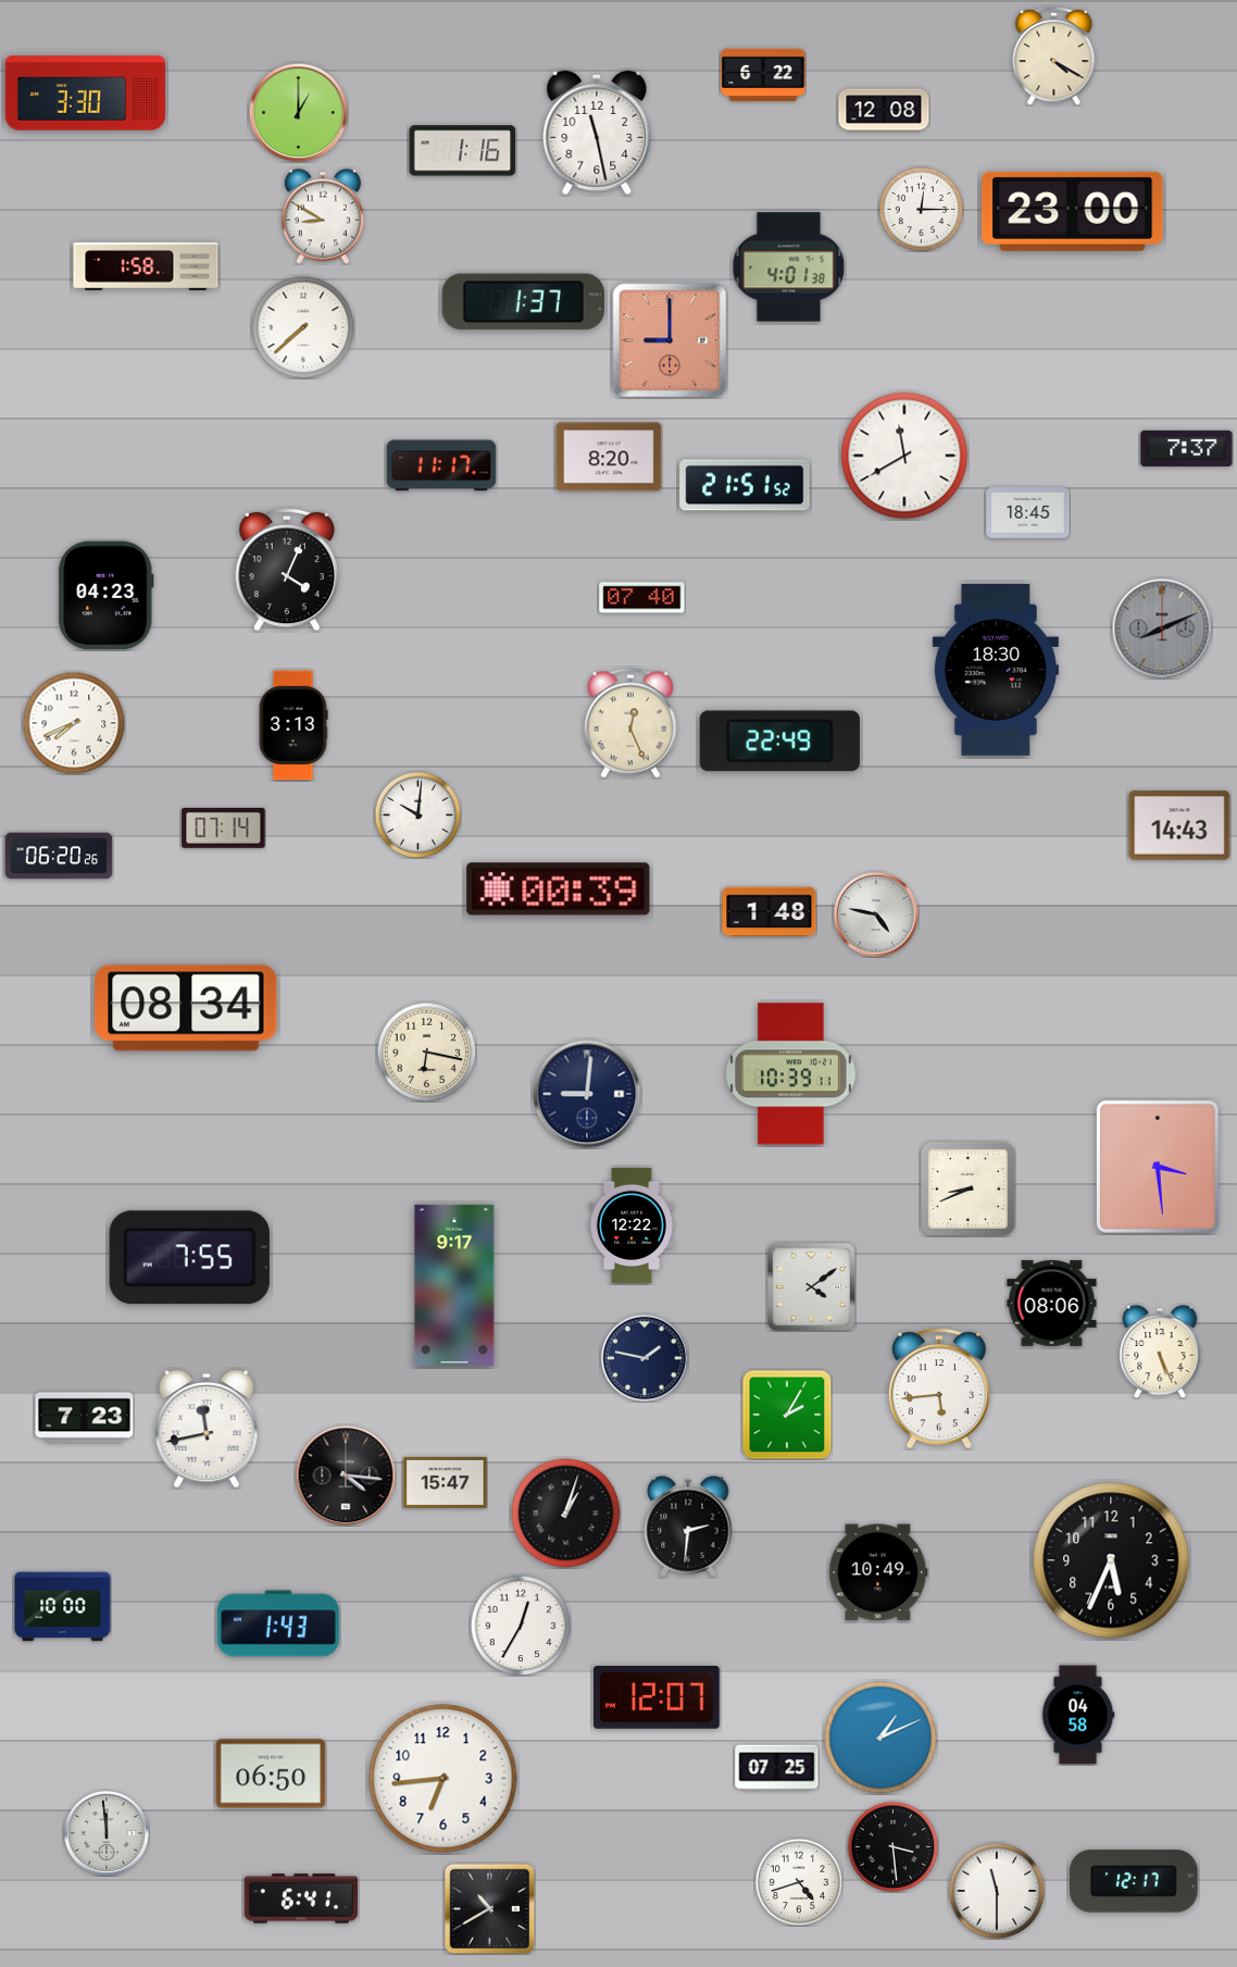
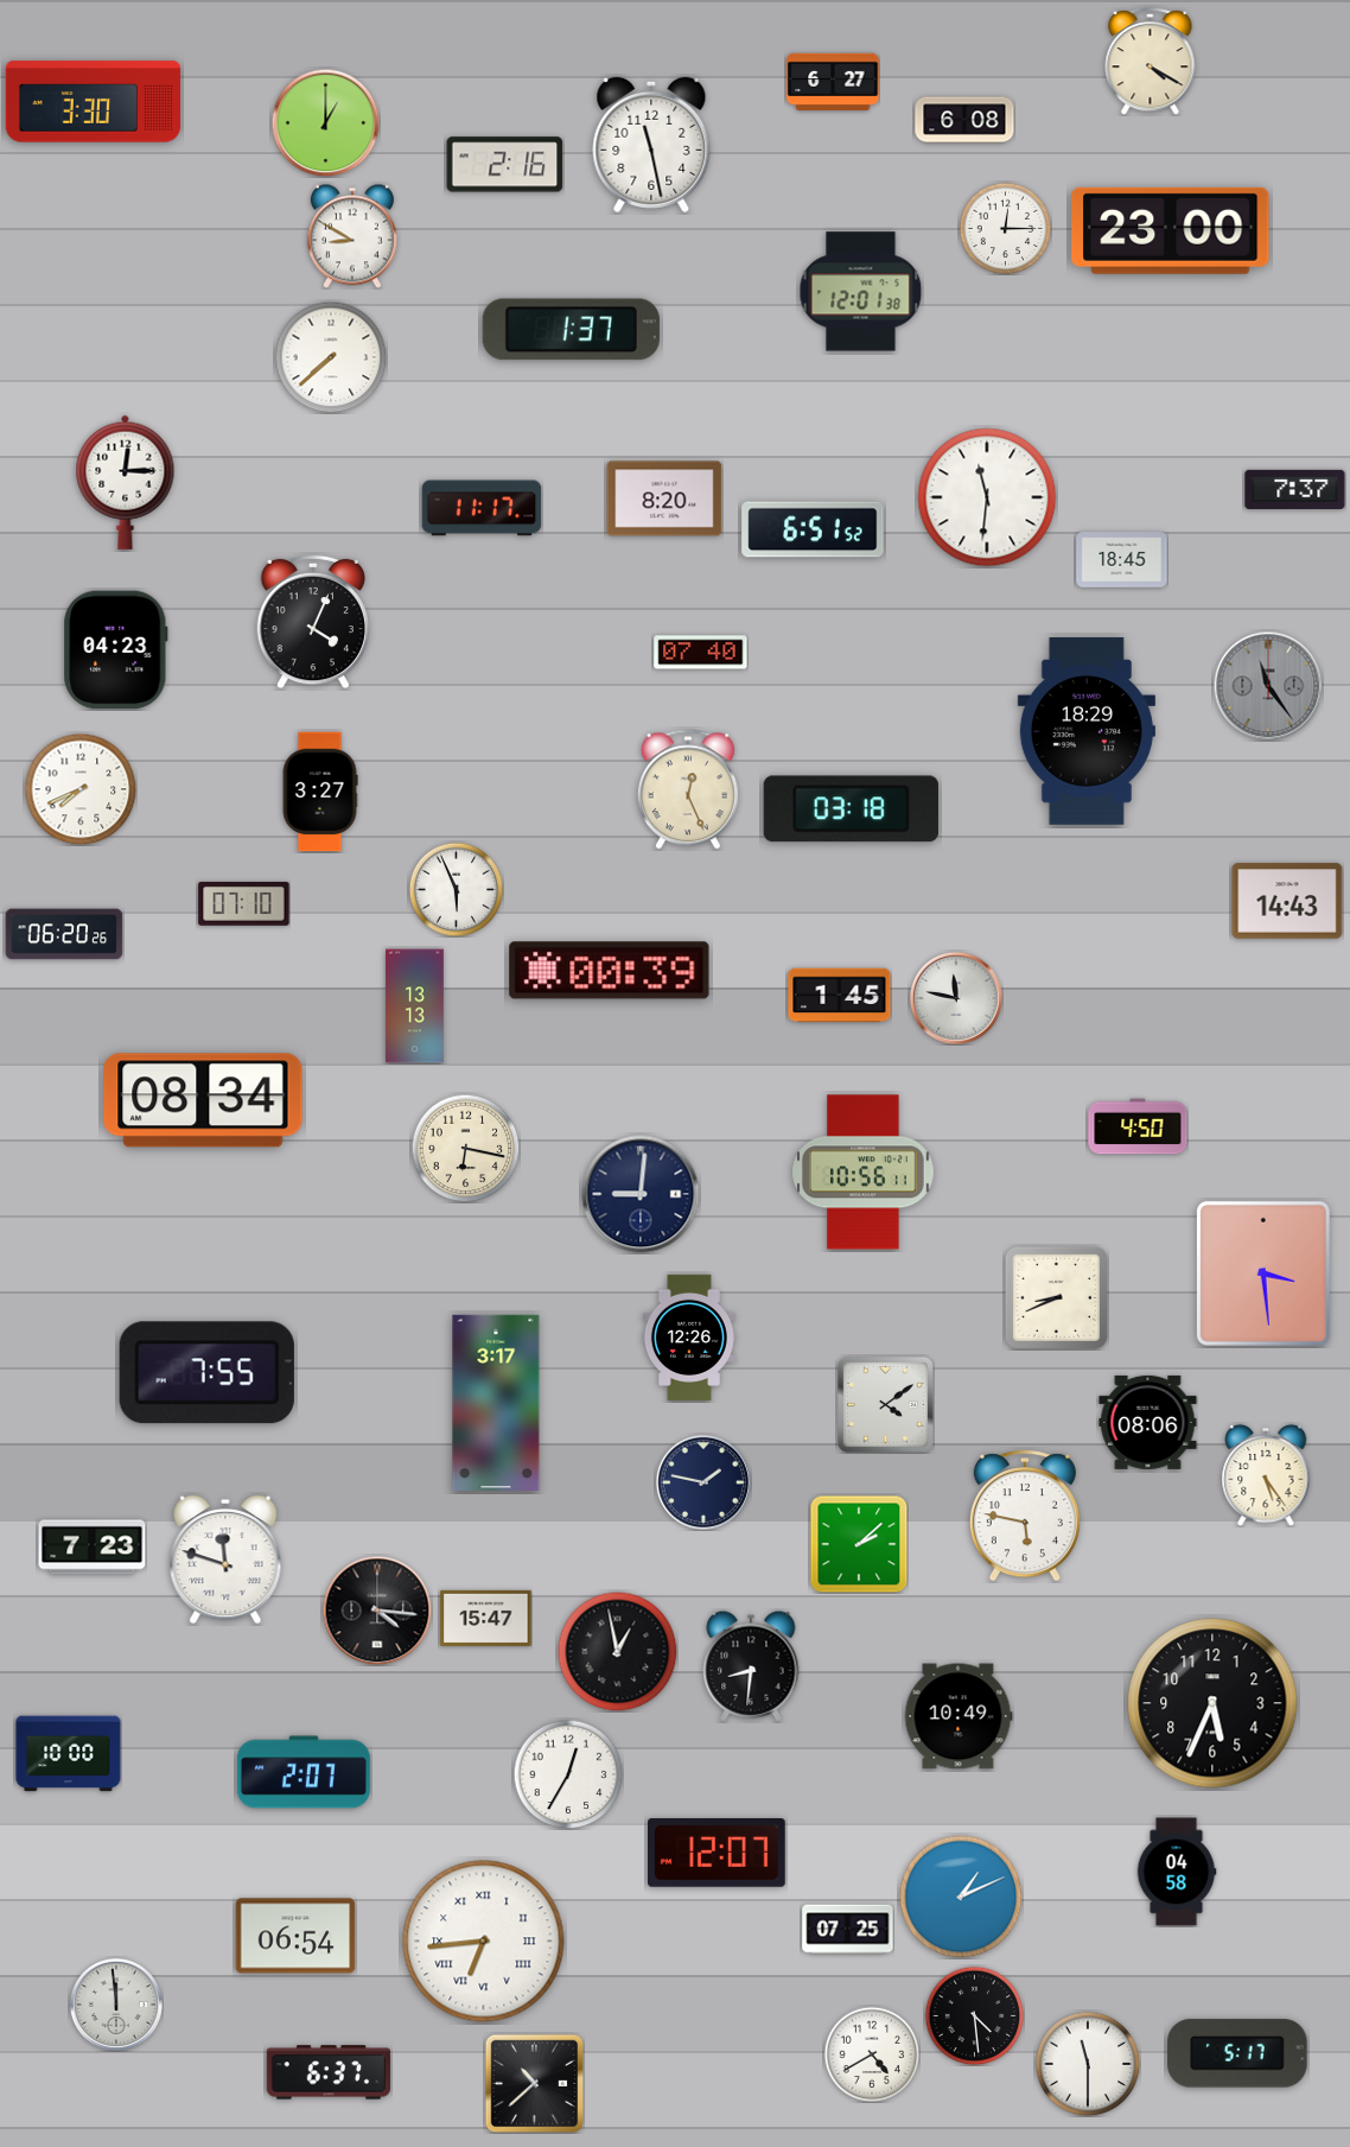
clock at (763, 74): 6:22 -> 6:27
clock at (884, 110): 12:08 -> 6:08
clock at (463, 151): 1:16 -> 2:16
clock at (146, 266): 1:58 -> none
clock at (789, 267): 4:01 -> 12:01
clock at (670, 340): 9:00 -> none
clock at (126, 482): none -> 12:15
clock at (904, 456): 11:40 -> 11:31
clock at (745, 485): 21:51 -> 6:51
clock at (1162, 628): 8:11 -> 11:24
clock at (996, 670): 18:30 -> 18:29
clock at (293, 725): 3:13 -> 3:27
clock at (779, 742): 22:49 -> 03:18
clock at (417, 814): 10:01 -> 5:56
clock at (224, 827): 07:14 -> 07:10
clock at (770, 912): 1:48 -> 1:45
clock at (876, 914): 4:47 -> 11:47
clock at (415, 1006): none -> 13:13
clock at (1138, 1126): none -> 4:50
clock at (791, 1074): 10:39 -> 10:56
clock at (632, 1225): 12:22 -> 12:26
clock at (454, 1284): 9:17 -> 3:17
clock at (1160, 1352): 5:26 -> 5:24
clock at (939, 1389): 5:44 -> 5:47
clock at (787, 1415): 2:05 -> 2:08
clock at (207, 1429): 11:43 -> 11:48
clock at (566, 1514): 1:03 -> 12:58
clock at (688, 1527): 2:31 -> 8:31
clock at (278, 1623): 1:43 -> 2:07
clock at (271, 1773): 06:50 -> 06:54
clock at (443, 1779) numerals: Arabic -> Roman
clock at (107, 1833) position: (107, 1833) -> (116, 2005)
clock at (892, 1846): 3:29 -> 4:29
clock at (1134, 1881): 12:17 -> 5:17
clock at (799, 1882): 4:42 -> 4:40
clock at (300, 1898): 6:41 -> 6:37
clock at (489, 1908): 10:40 -> 10:38
